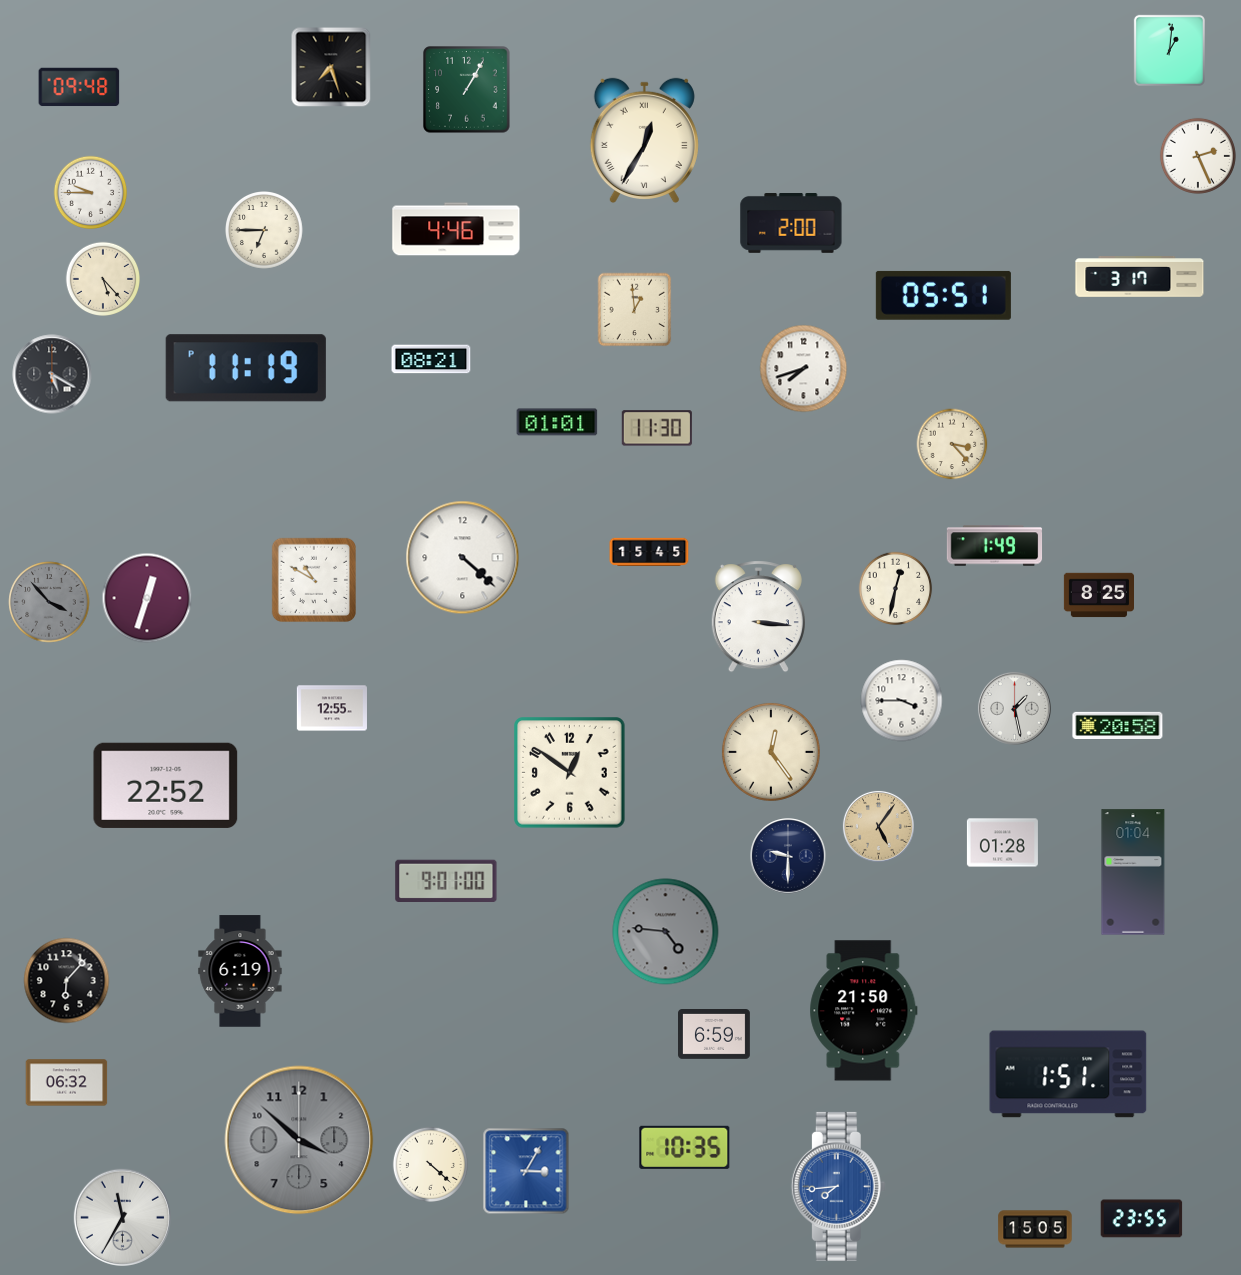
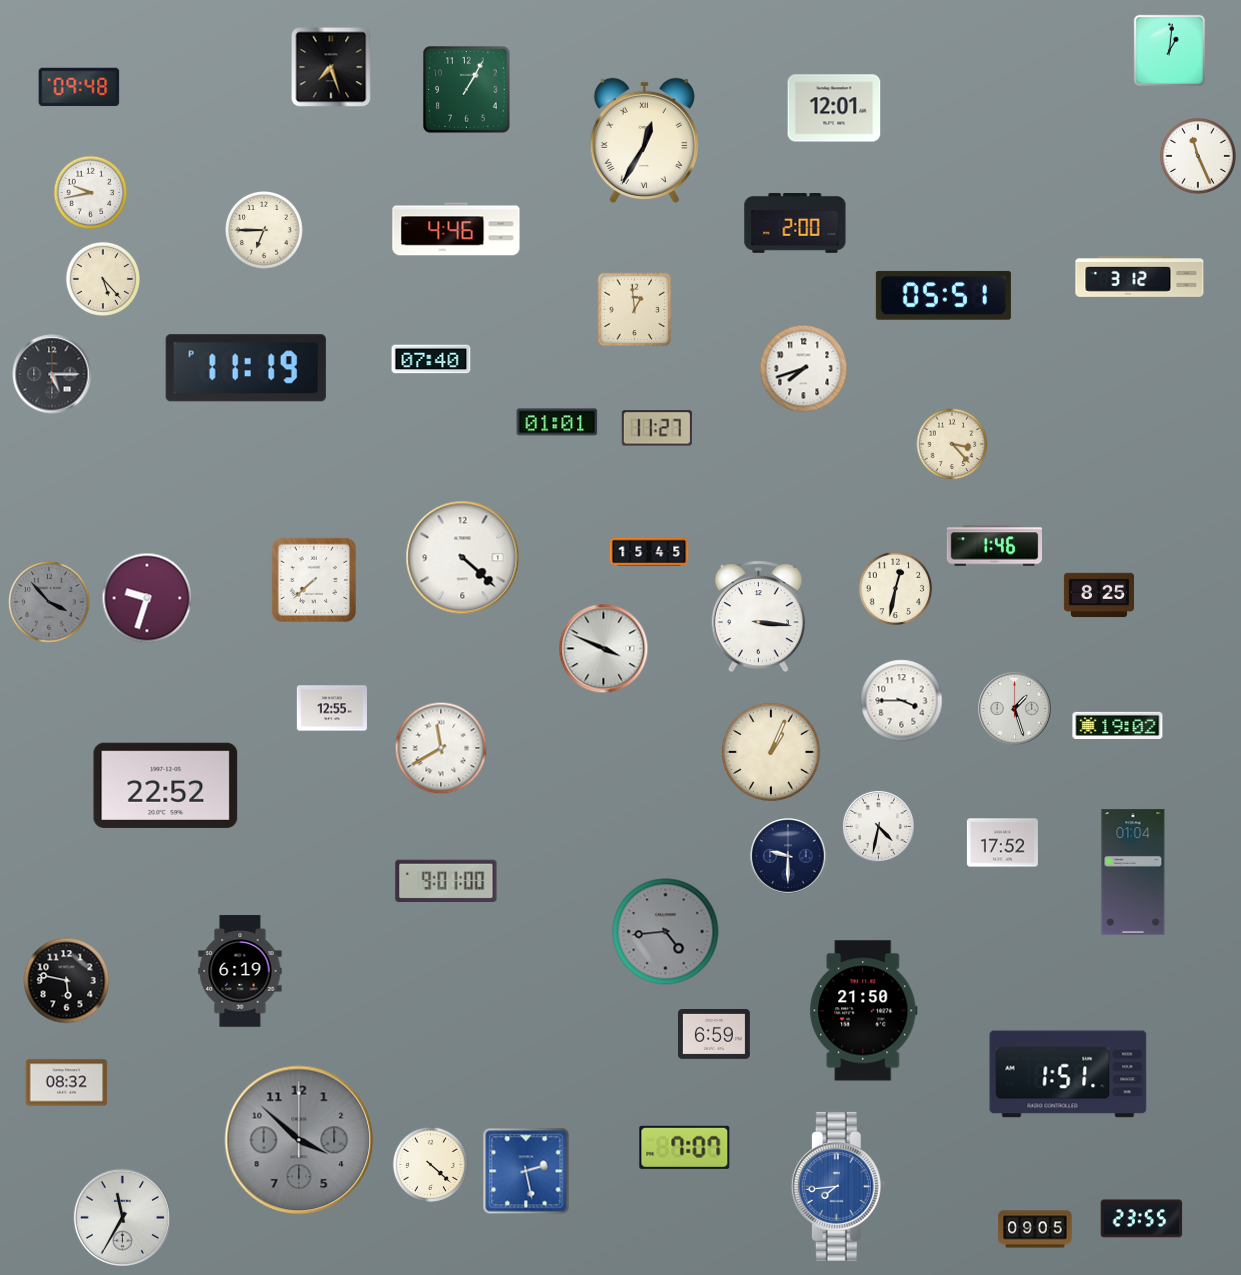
clock at (834, 108): none -> 12:01
clock at (1198, 156): 2:26 -> 11:26
clock at (91, 193): 9:45 -> 9:43
clock at (791, 224) position: (791, 224) -> (795, 224)
clock at (1140, 277): 3:17 -> 3:12
clock at (431, 359): 08:21 -> 07:40
clock at (52, 374): 5:20 -> 5:15
clock at (657, 428): 11:30 -> 11:27
clock at (995, 546): 1:49 -> 1:46
clock at (313, 579): 10:50 -> 7:38
clock at (147, 598): 12:33 -> 9:33
clock at (604, 649): none -> 3:49
clock at (1014, 708): 1:28 -> 1:27
clock at (1118, 725): 20:58 -> 19:02
clock at (441, 748): none -> 11:40
clock at (771, 752): 12:24 -> 1:04
clock at (570, 773): 12:51 -> none
clock at (878, 826): 5:06 -> 4:32
clock at (878, 826) dial: champagne -> white
clock at (1002, 843): 01:28 -> 17:52
clock at (666, 932): 4:46 -> 4:44
clock at (67, 981): 6:07 -> 5:47
clock at (67, 1083): 06:32 -> 08:32
clock at (685, 1147): 10:35 -> 7:07
clock at (526, 1171): 3:05 -> 2:28
clock at (1035, 1229): 15:05 -> 09:05
